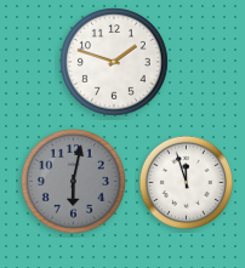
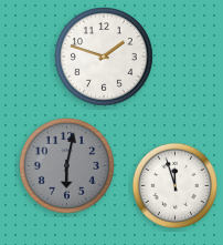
clock at (187, 183) position: (187, 183) -> (176, 186)
